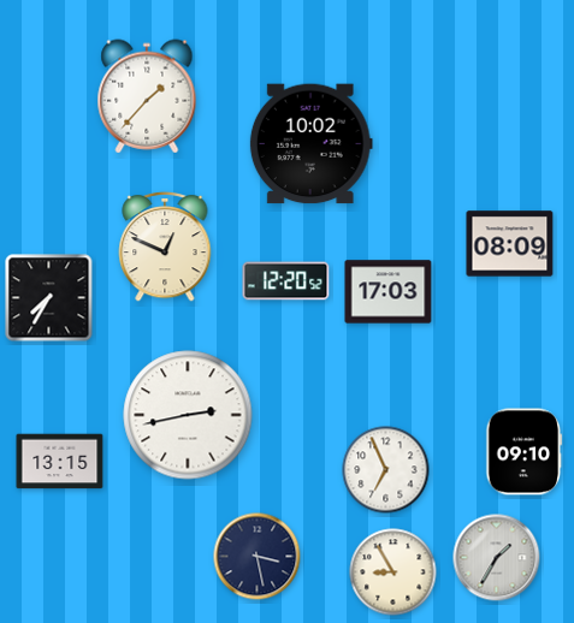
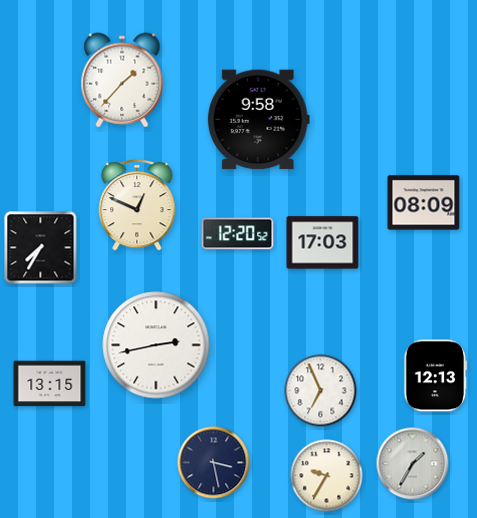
clock at (310, 144): 10:02 -> 9:58
clock at (525, 452): 09:10 -> 12:13
clock at (393, 572): 8:55 -> 9:35
